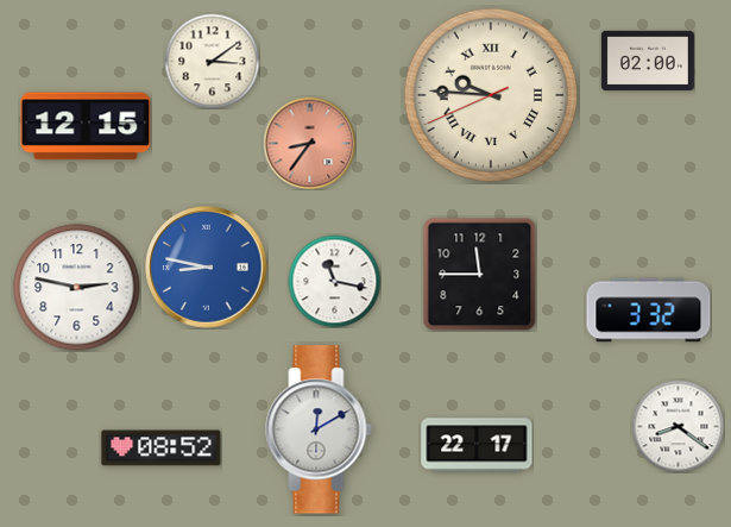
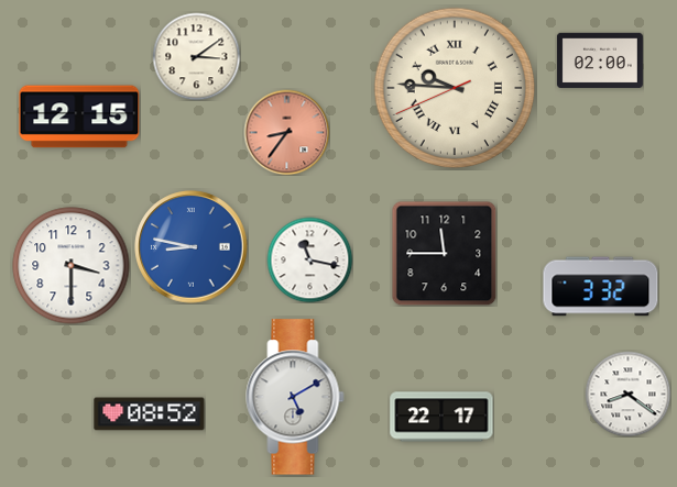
clock at (648, 61) position: (648, 61) -> (600, 60)
clock at (77, 288): 2:47 -> 3:30
clock at (319, 429): 12:10 -> 5:10
clock at (477, 445) position: (477, 445) -> (441, 417)
